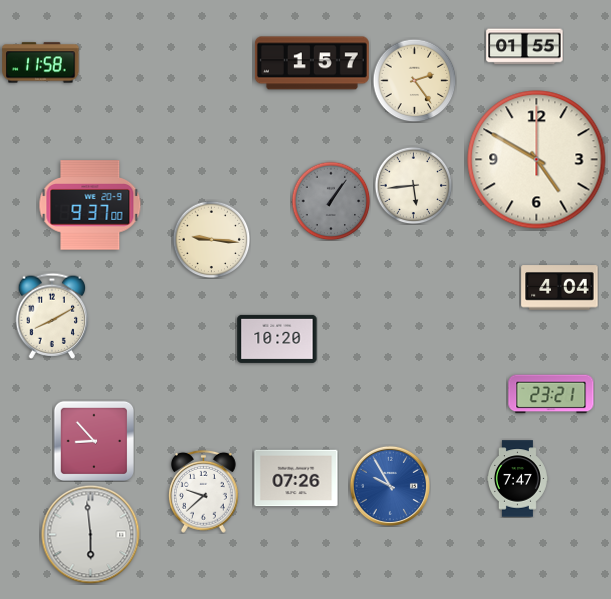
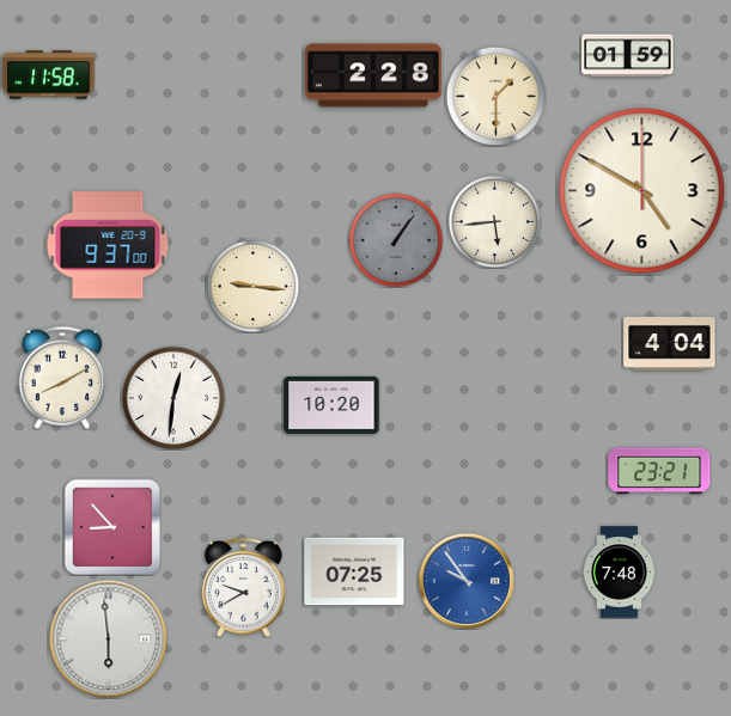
clock at (525, 47): 01:55 -> 01:59
clock at (312, 63): 1:57 -> 2:28
clock at (414, 80): 2:24 -> 1:30
clock at (173, 398): none -> 12:31
clock at (296, 478): 07:26 -> 07:25
clock at (517, 479): 7:47 -> 7:48
clock at (390, 486): 9:55 -> 9:54
clock at (203, 491): 9:38 -> 9:40
